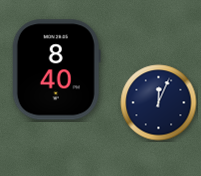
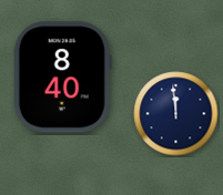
clock at (159, 103): 12:04 -> 11:59
